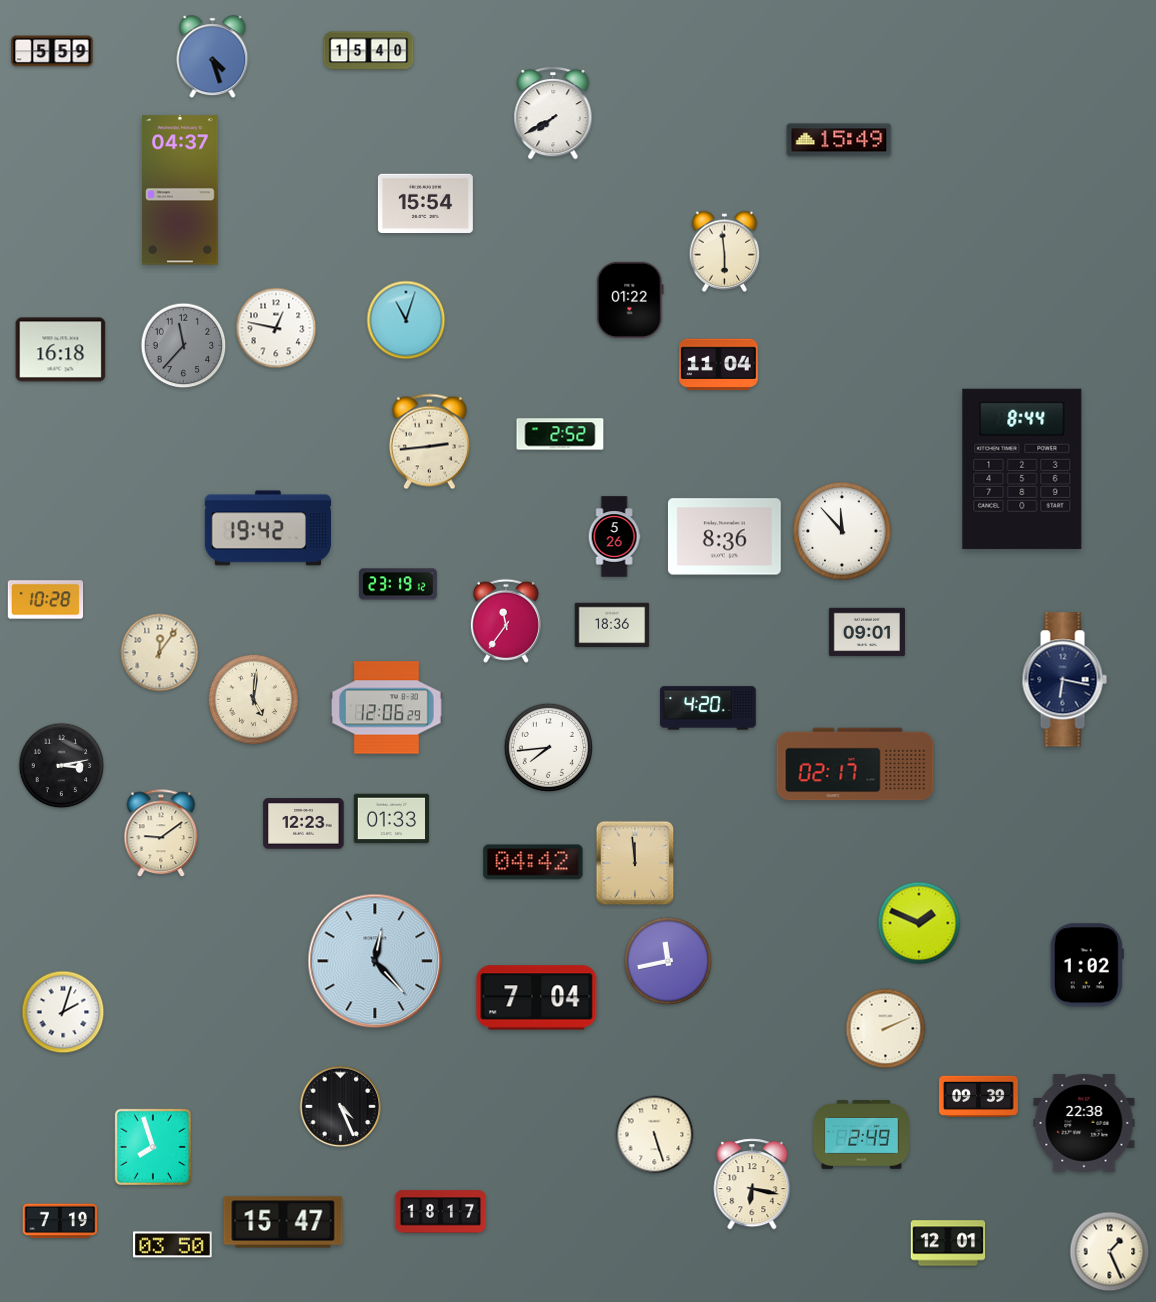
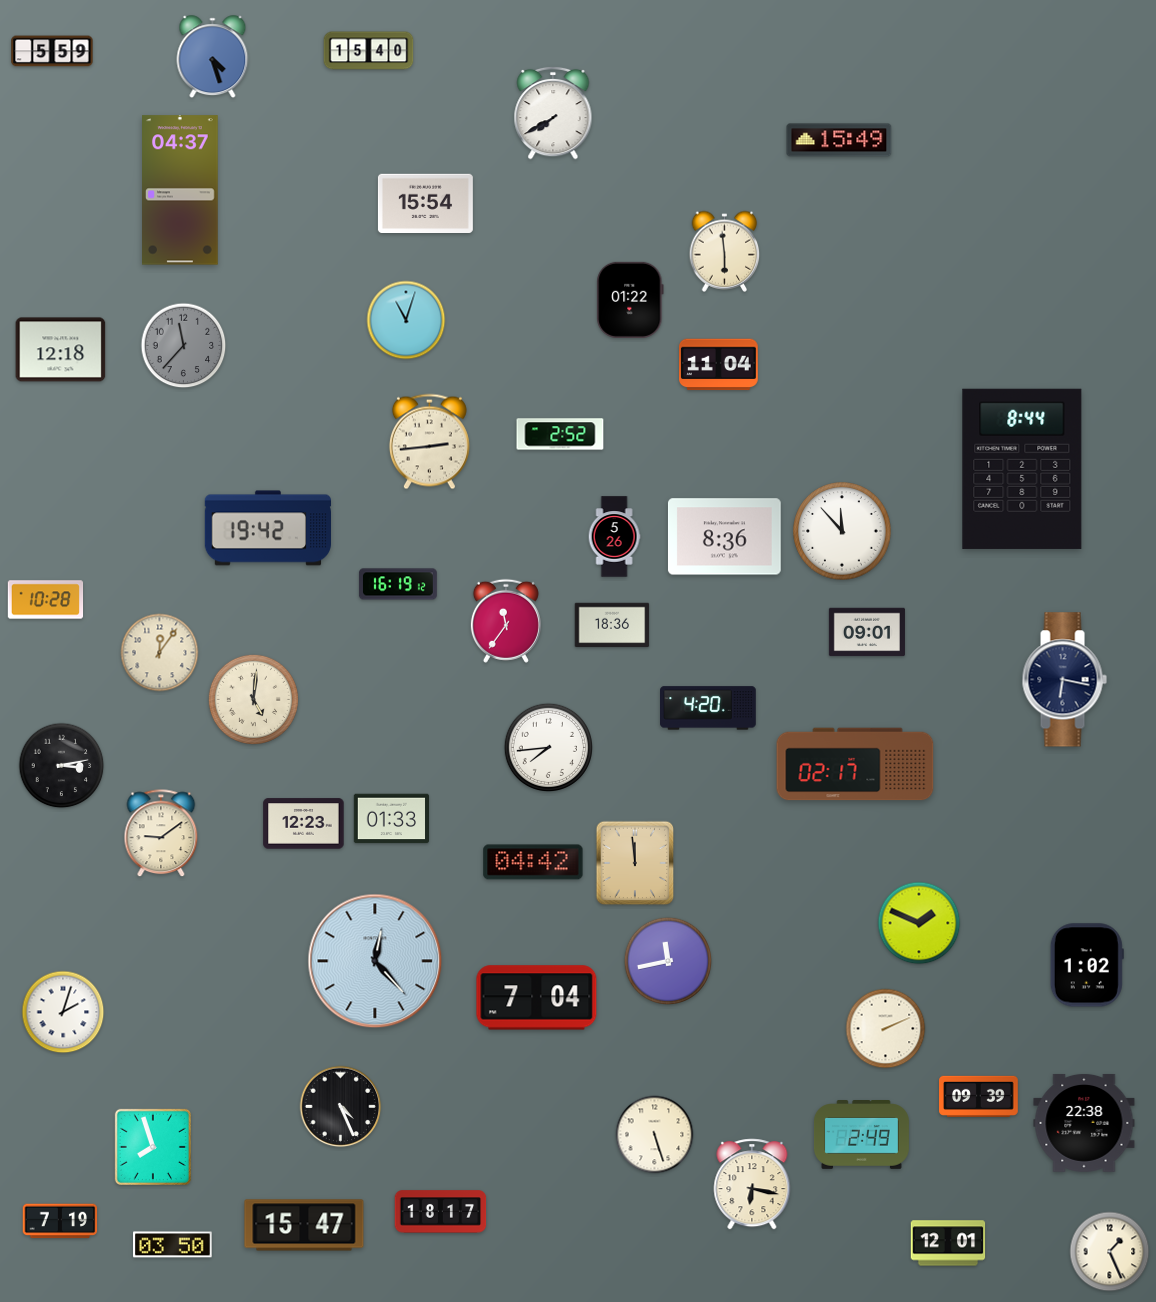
clock at (276, 328): 12:47 -> none
clock at (61, 350): 16:18 -> 12:18
clock at (398, 584): 23:19 -> 16:19
clock at (387, 708): 12:06 -> none
clock at (283, 1222) position: (283, 1222) -> (304, 1225)
